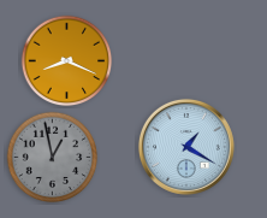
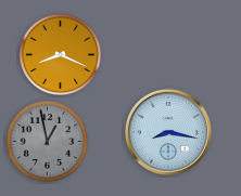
clock at (186, 147): 1:20 -> 8:17
